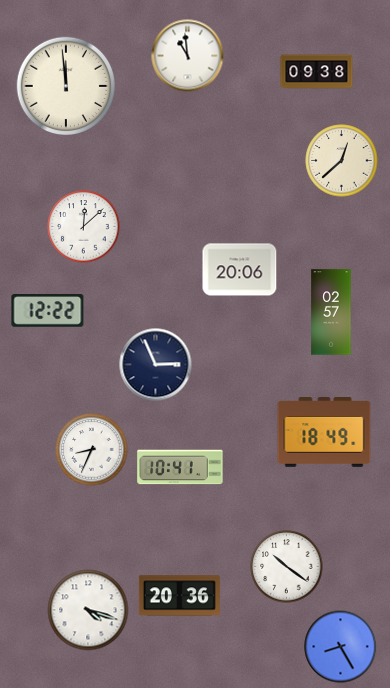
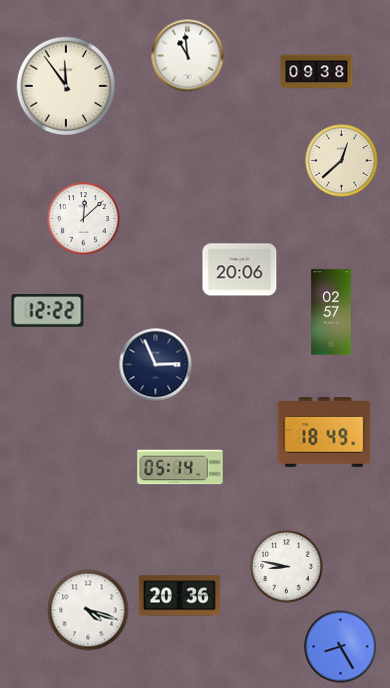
clock at (65, 85): 11:59 -> 11:54
clock at (84, 227) position: (84, 227) -> (84, 219)
clock at (92, 450): 8:34 -> none
clock at (180, 467): 10:41 -> 05:14
clock at (287, 567): 10:21 -> 8:47
